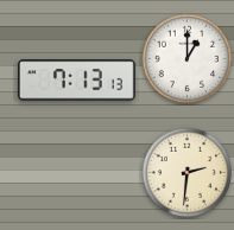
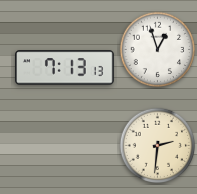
clock at (188, 59): 1:00 -> 12:57
